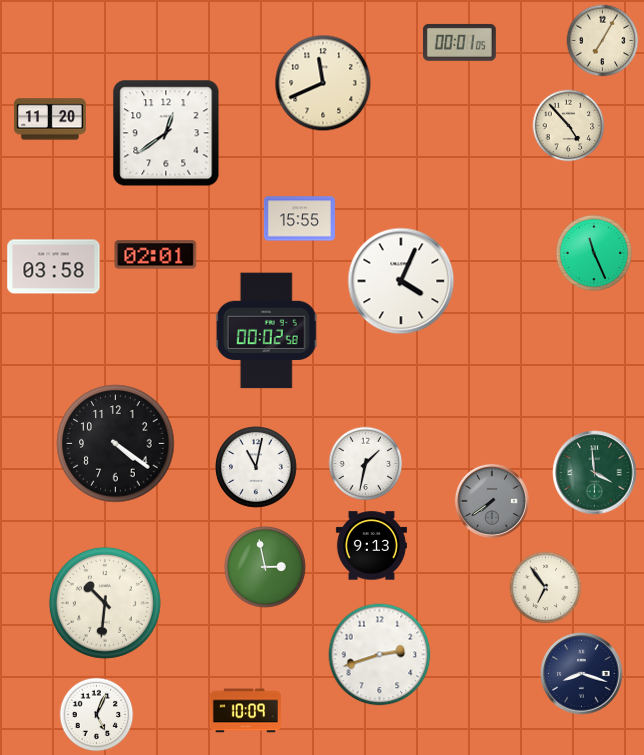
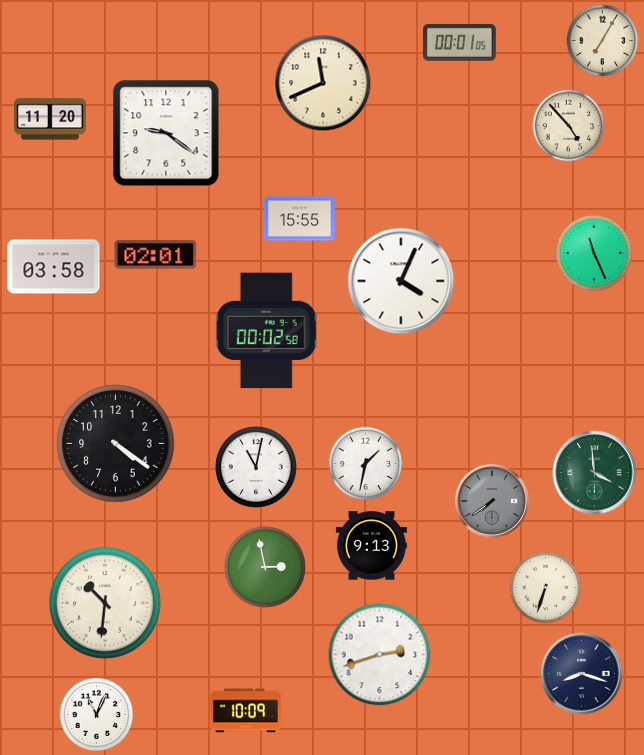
clock at (166, 133): 12:39 -> 9:21
clock at (546, 588): 6:54 -> 6:33
clock at (97, 715): 5:04 -> 11:04
